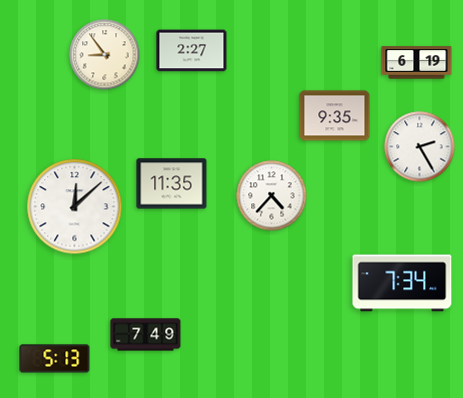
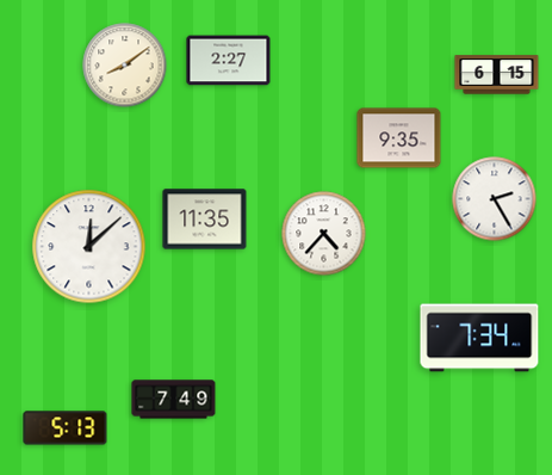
clock at (105, 55): 8:54 -> 8:09
clock at (417, 63): 6:19 -> 6:15
clock at (420, 147) position: (420, 147) -> (495, 199)
